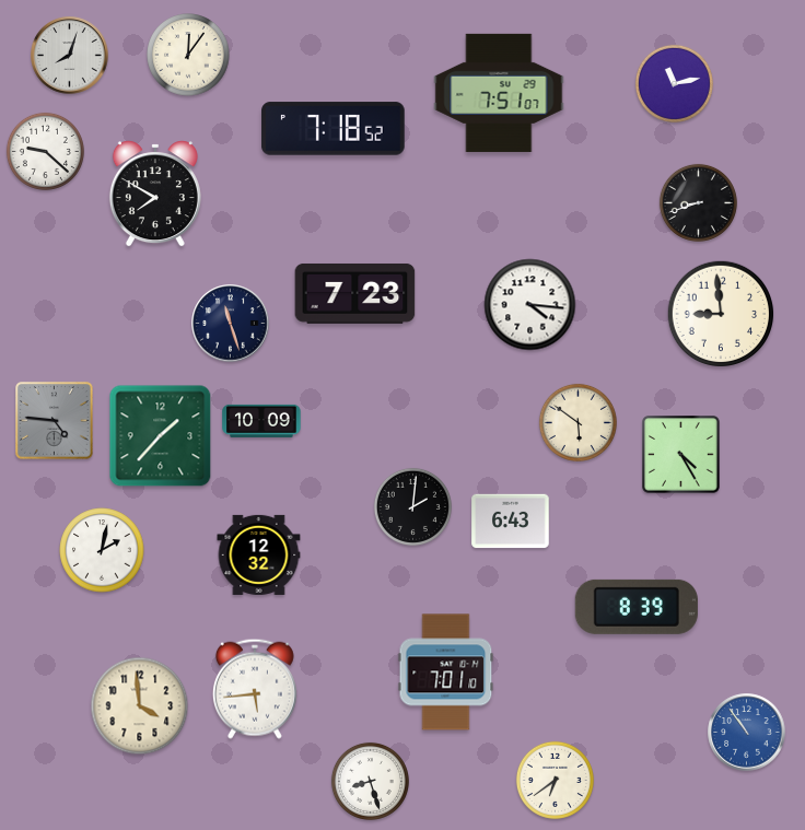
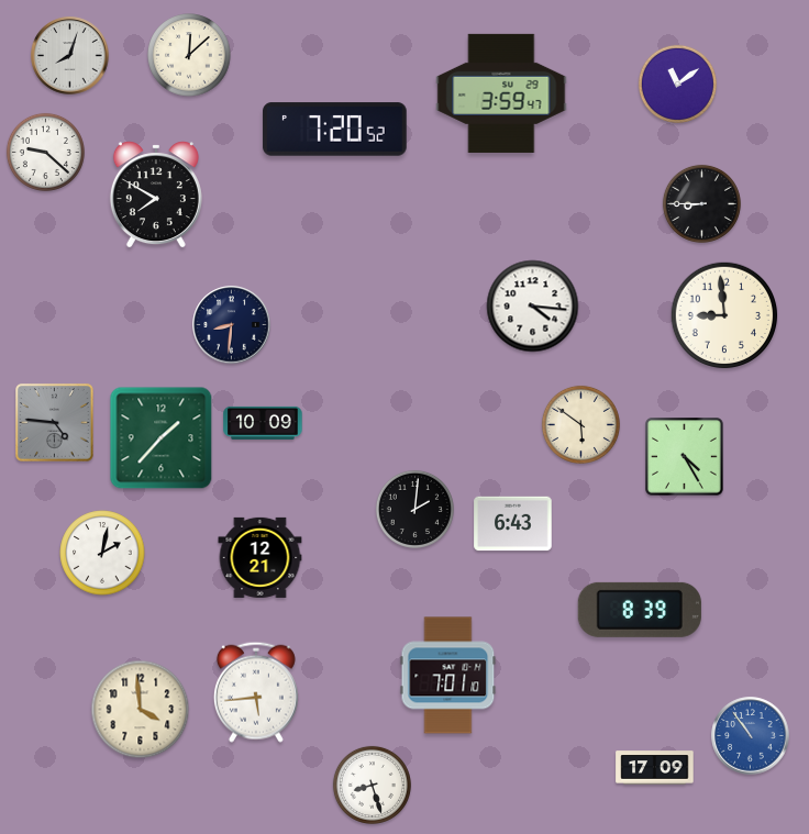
clock at (188, 55): 12:06 -> 12:08
clock at (674, 83): 11:13 -> 11:09
clock at (499, 93): 7:51 -> 3:59
clock at (334, 129): 7:18 -> 7:20
clock at (698, 202): 8:42 -> 8:45
clock at (355, 293): 7:23 -> none
clock at (231, 324): 11:27 -> 8:31
clock at (259, 554): 12:32 -> 12:21
clock at (655, 768): none -> 17:09
clock at (555, 780): 6:39 -> none
